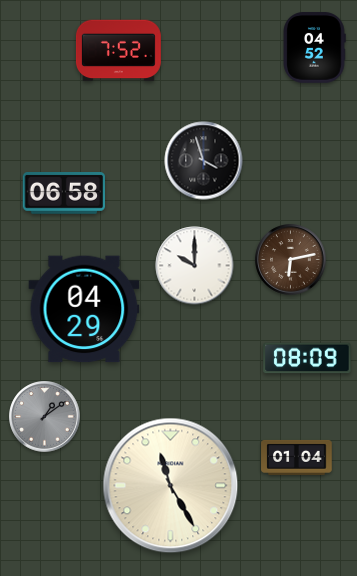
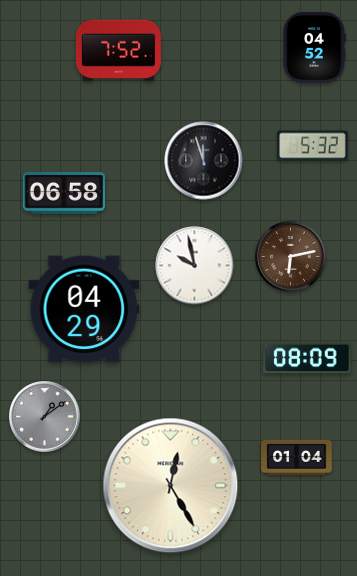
clock at (313, 146): none -> 5:32
clock at (204, 161): 3:57 -> 11:57
clock at (291, 260) position: (291, 260) -> (291, 257)
clock at (195, 266): 10:00 -> 9:58
clock at (171, 486): 11:25 -> 12:25
